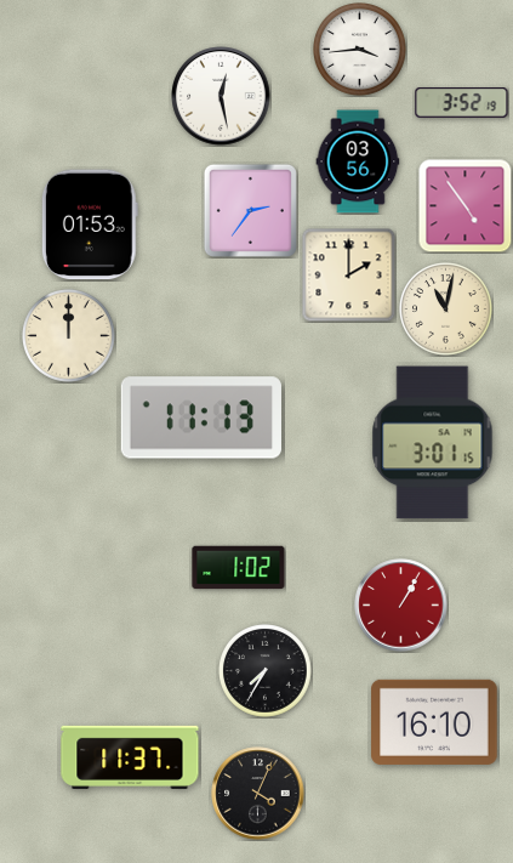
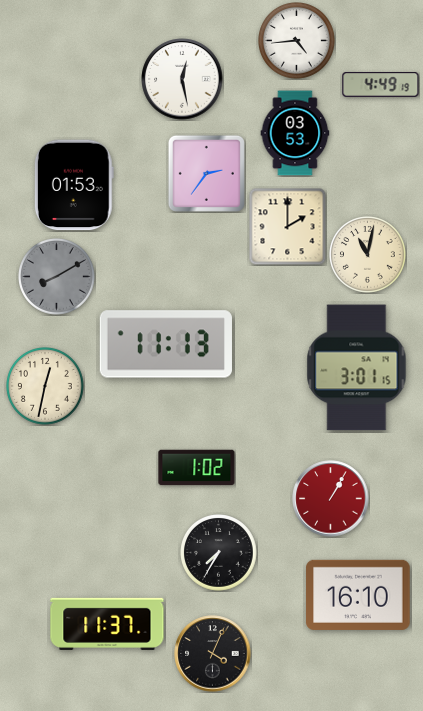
clock at (360, 50): 3:44 -> 4:44
clock at (462, 103): 3:52 -> 4:49
clock at (358, 161): 03:56 -> 03:53
clock at (464, 205): 4:54 -> none
clock at (69, 336): 12:00 -> 8:10
clock at (69, 336) dial: cream -> grey
clock at (433, 443) position: (433, 443) -> (357, 368)
clock at (46, 387): none -> 12:32
